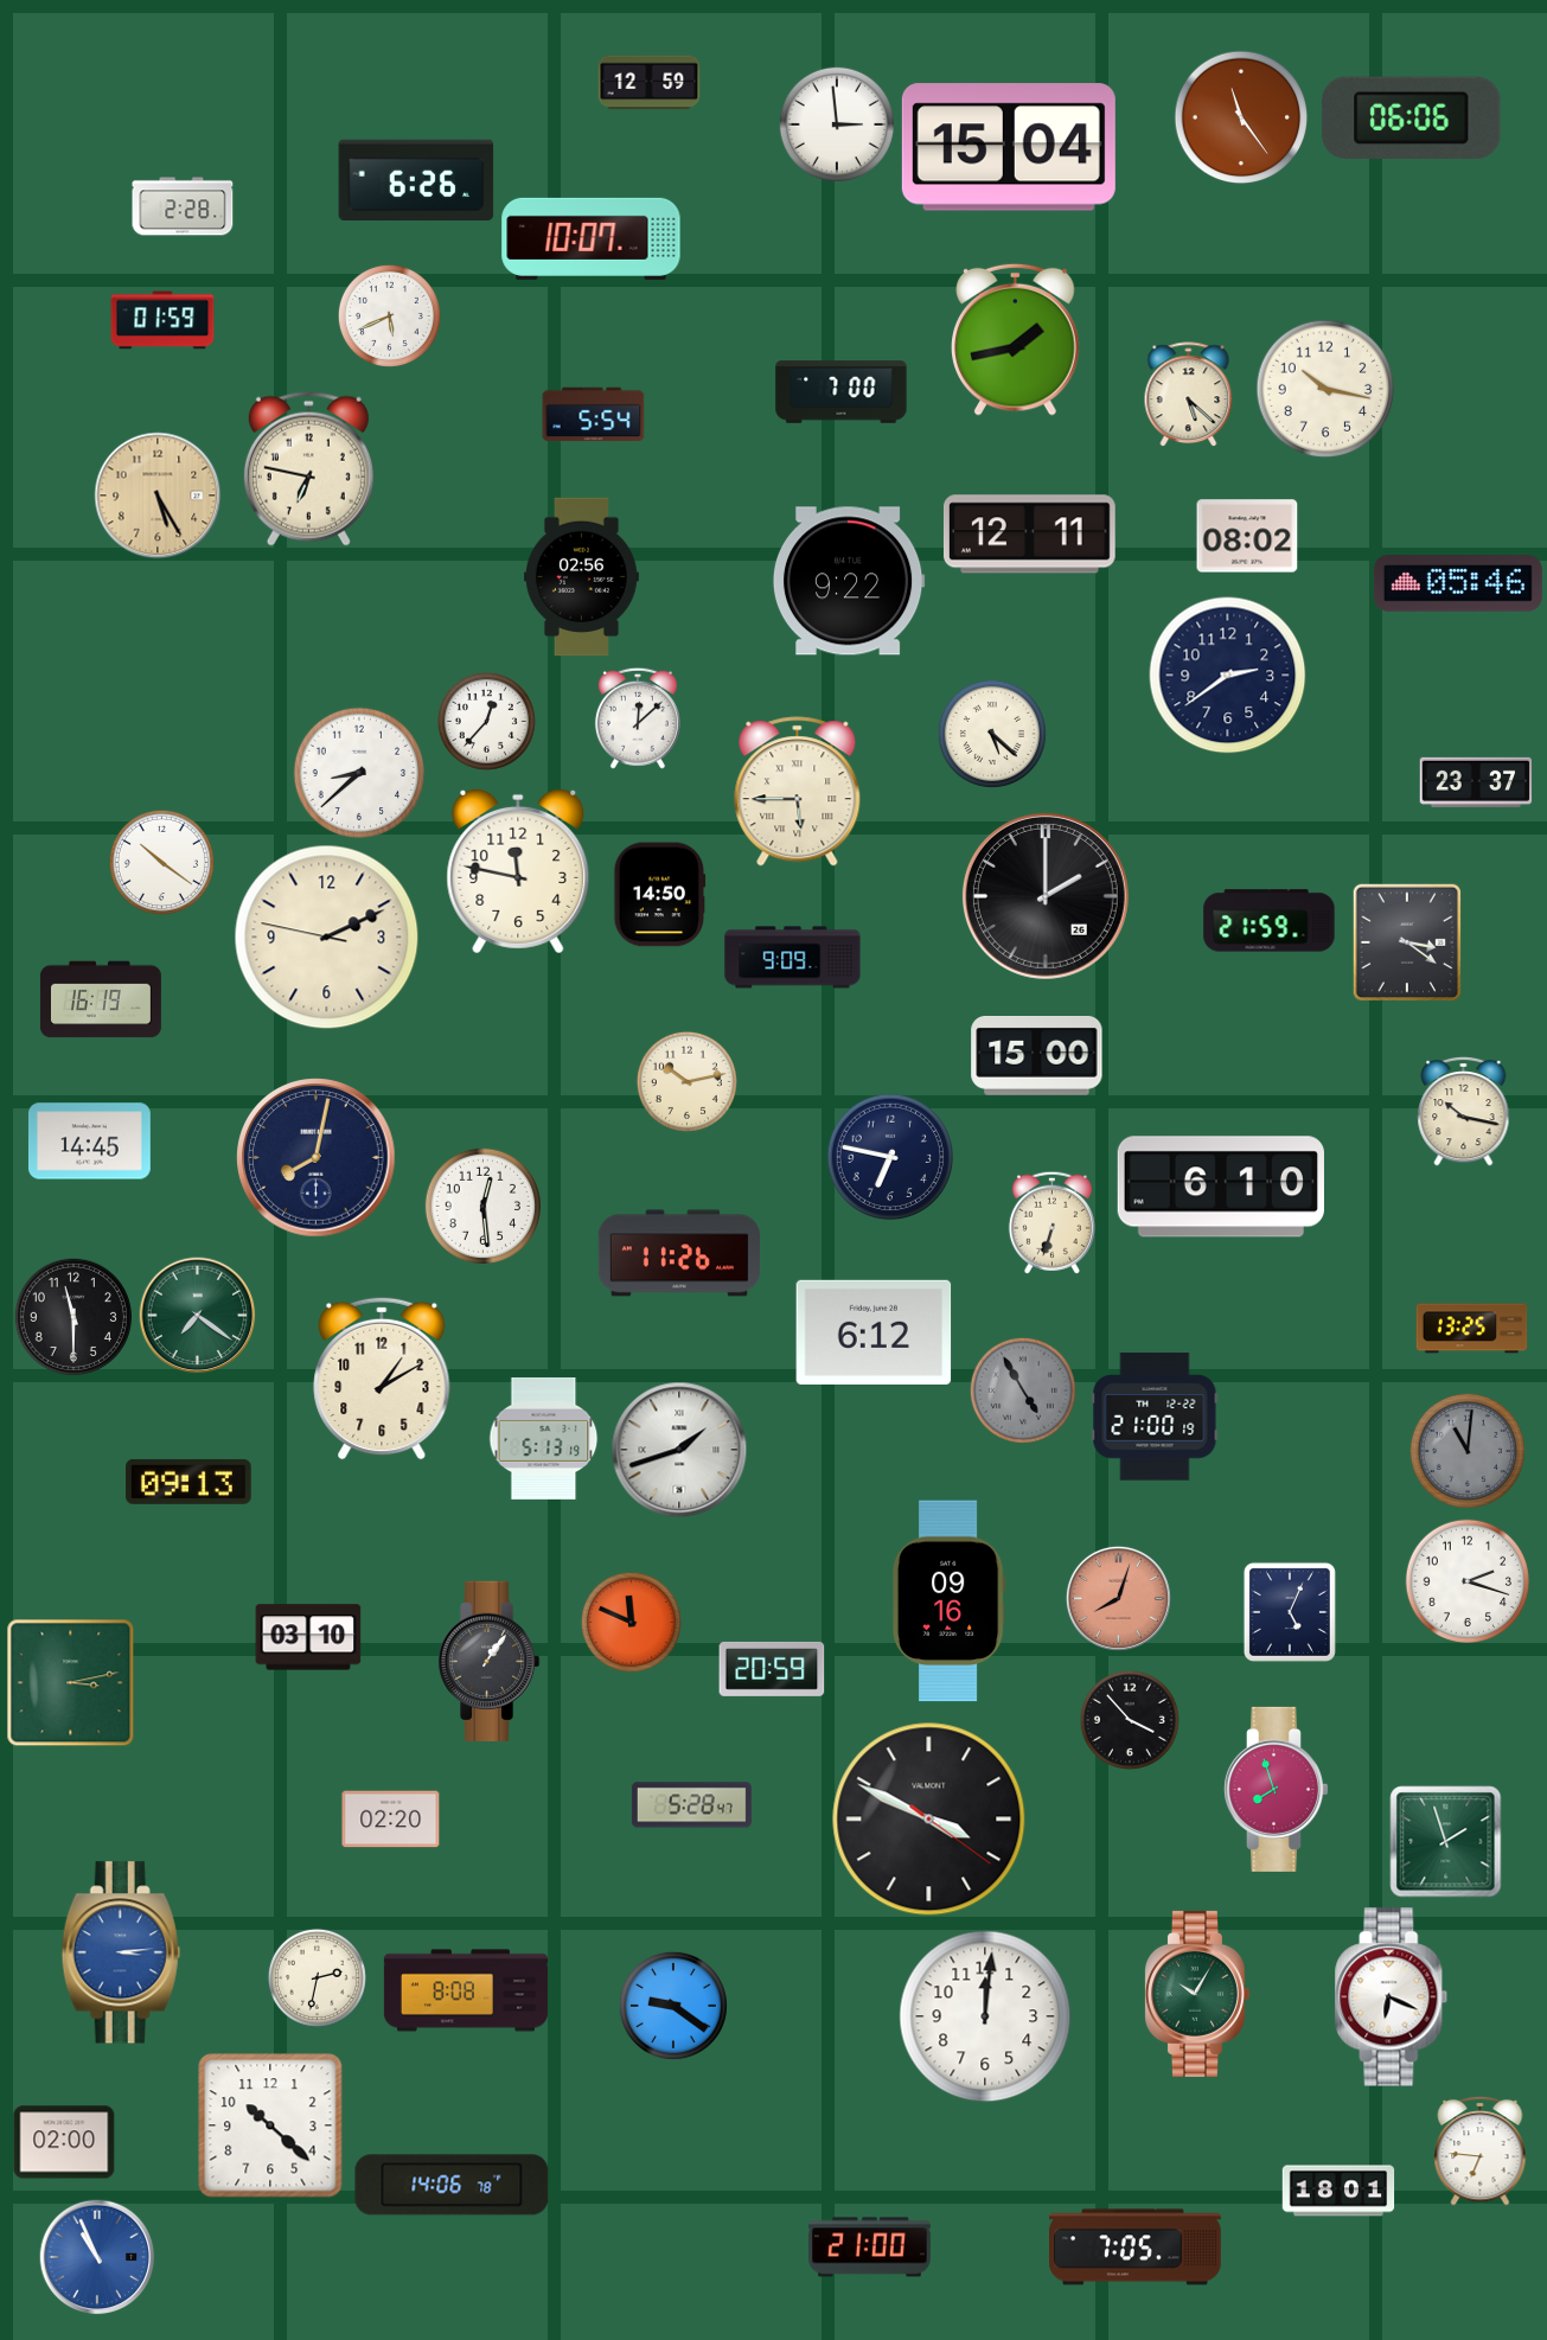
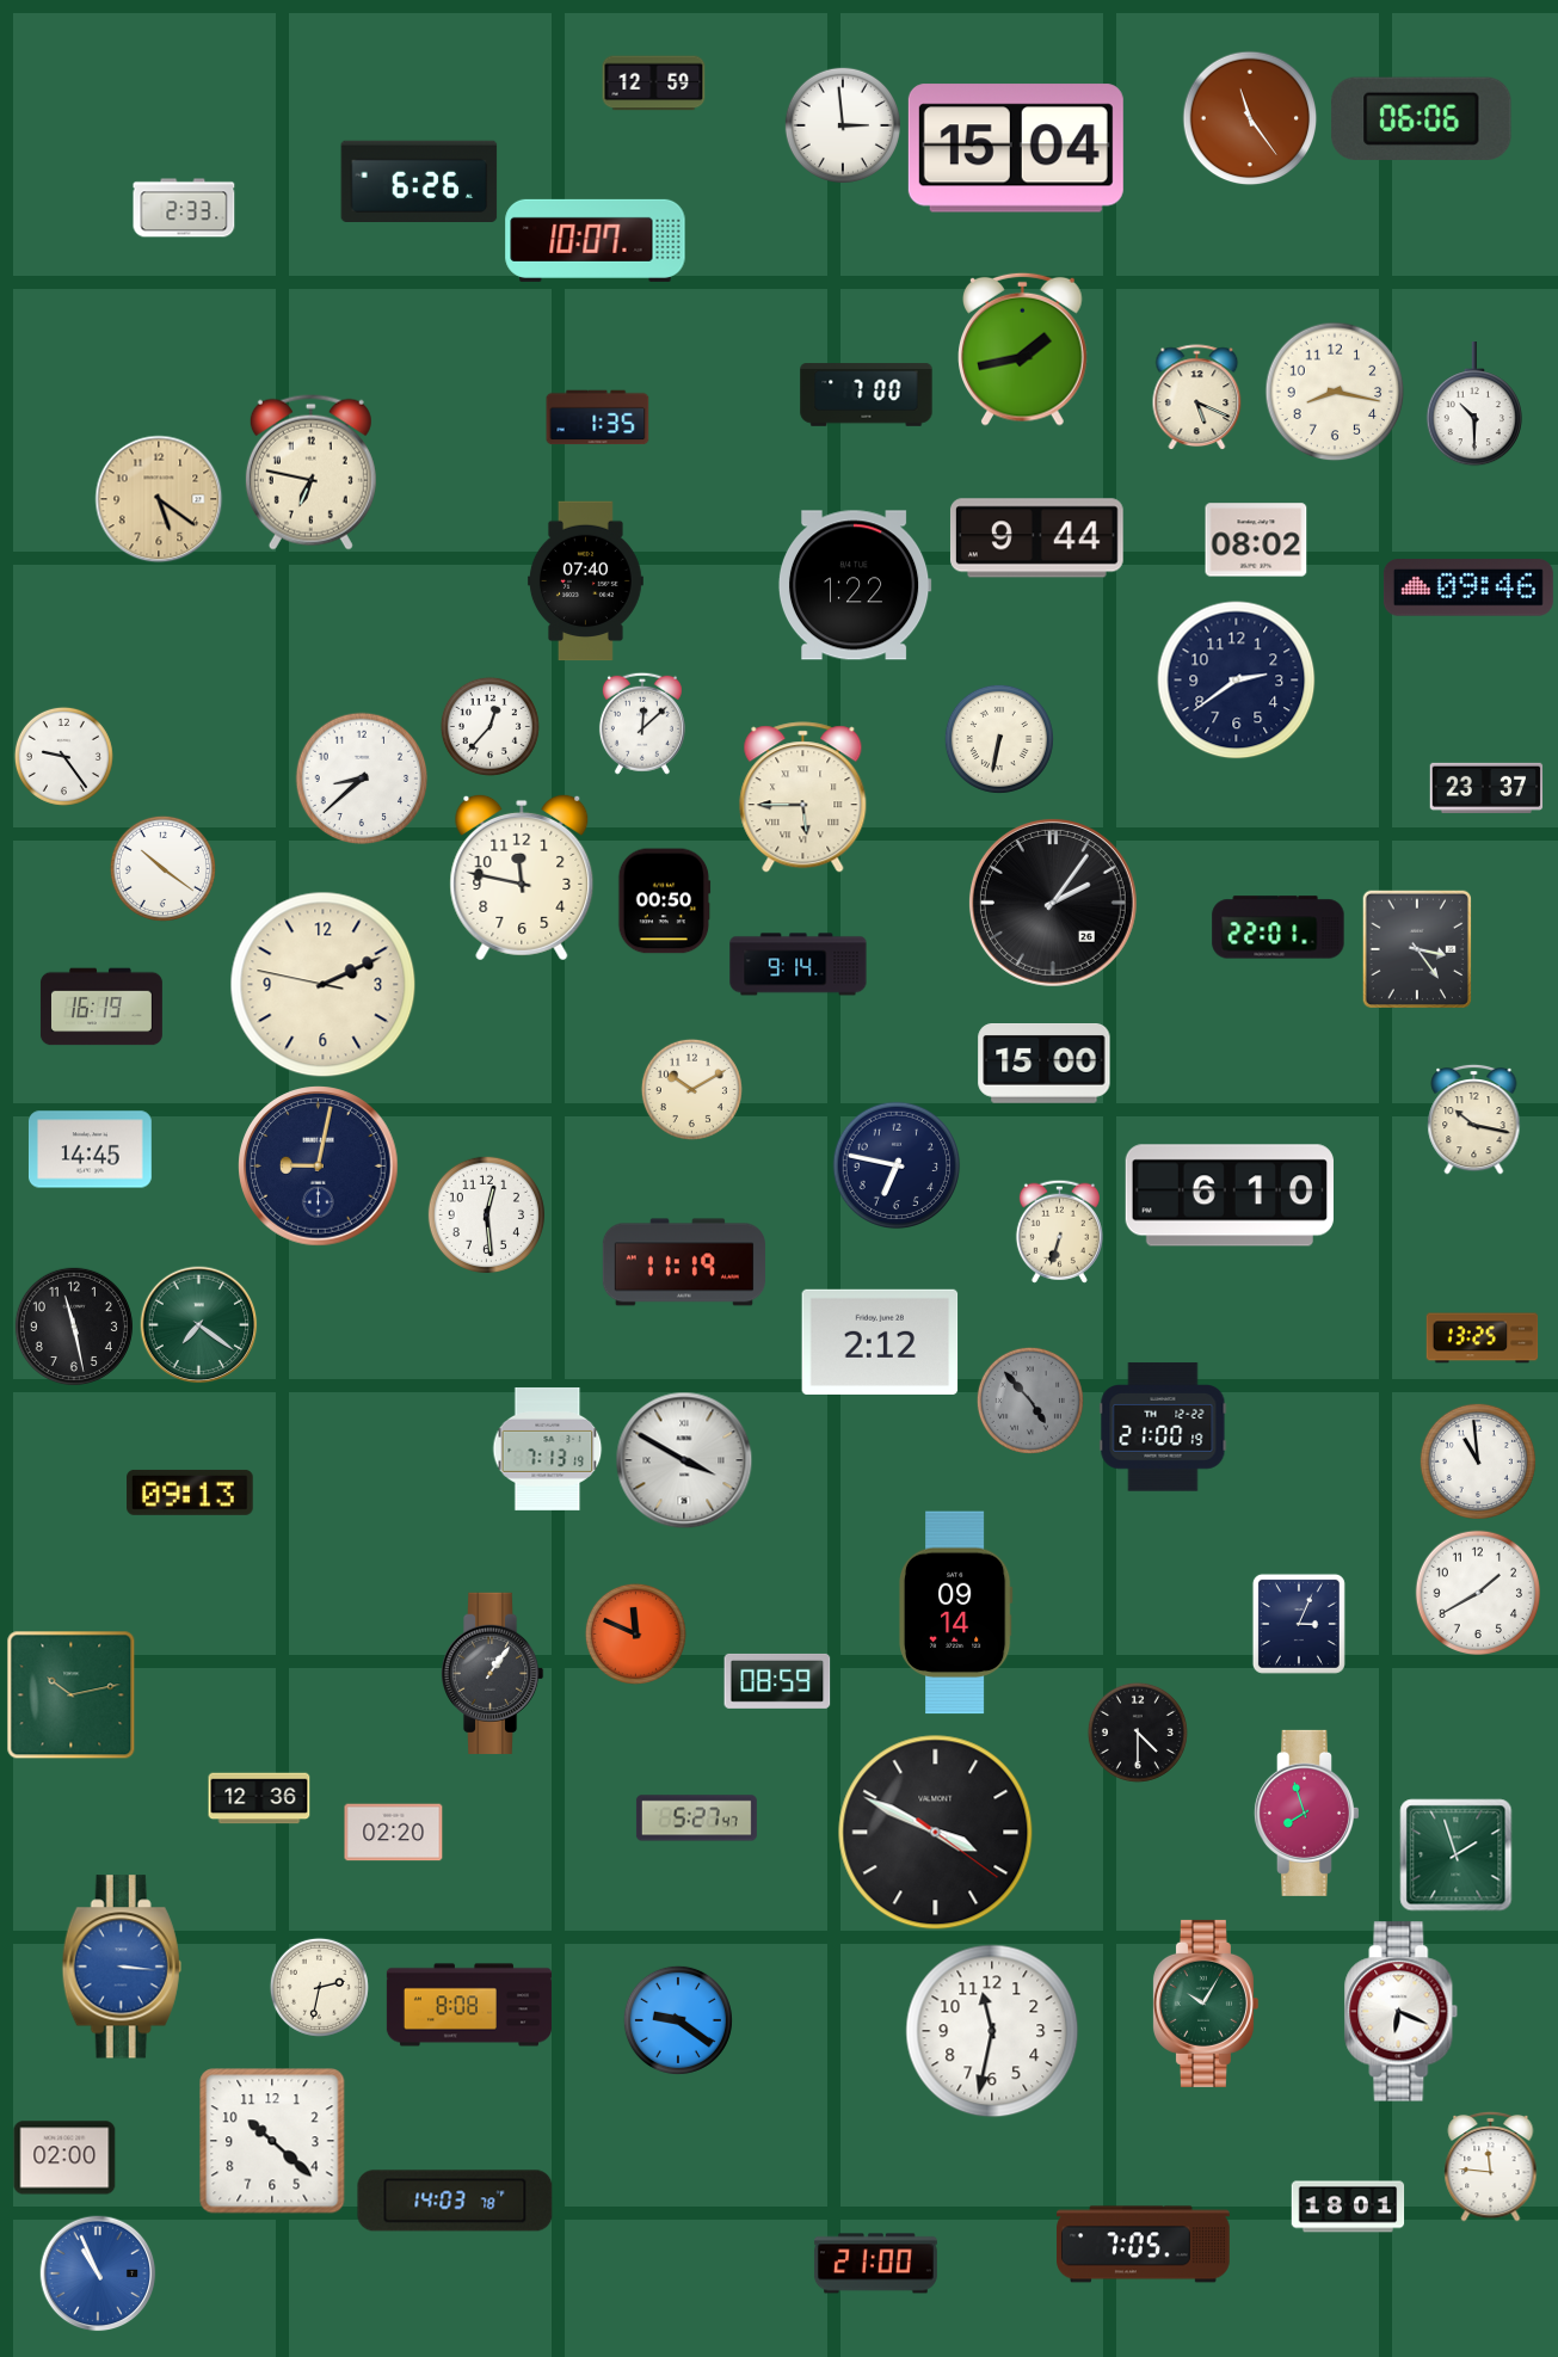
clock at (183, 206): 2:28 -> 2:33
clock at (389, 315): 5:41 -> none
clock at (162, 320): 01:59 -> none
clock at (1016, 339) position: (1016, 339) -> (1023, 349)
clock at (1325, 389): 10:17 -> 8:17
clock at (842, 392) position: (842, 392) -> (867, 395)
clock at (1189, 395): 5:22 -> 5:19
clock at (1473, 405): none -> 10:30
clock at (594, 415): 5:54 -> 1:35
clock at (158, 496): 5:25 -> 5:21
clock at (1029, 535): 12:11 -> 9:44
clock at (581, 577): 02:56 -> 07:40
clock at (849, 581): 9:22 -> 1:22
clock at (1458, 583): 05:46 -> 09:46
clock at (992, 734): 5:22 -> 6:32
clock at (63, 756): none -> 9:24
clock at (660, 895): 14:50 -> 00:50
clock at (1046, 896): 2:00 -> 2:06
clock at (1270, 921): 21:59 -> 22:01
clock at (327, 938) position: (327, 938) -> (324, 985)
clock at (1406, 941): 3:21 -> 3:24
clock at (793, 958): 9:09 -> 9:14
clock at (686, 1081): 10:13 -> 10:10
clock at (317, 1158): 8:02 -> 9:02
clock at (679, 1253): 11:26 -> 11:19
clock at (72, 1316): 11:30 -> 11:28
clock at (874, 1332): 6:12 -> 2:12
clock at (382, 1379): 1:10 -> none
clock at (1023, 1390): 4:55 -> 4:53
clock at (544, 1438): 5:13 -> 7:13
clock at (679, 1450): 1:42 -> 3:50
clock at (1468, 1451): 11:01 -> 10:59
clock at (1468, 1451) dial: grey -> white
clock at (1466, 1580): 2:18 -> 1:40
clock at (1118, 1598): 8:03 -> none
clock at (948, 1601): 09:16 -> 09:14
clock at (1290, 1612): 5:04 -> 3:04
clock at (308, 1637): 03:10 -> none
clock at (772, 1669): 20:59 -> 08:59
clock at (71, 1683): 3:13 -> 10:13
clock at (1130, 1720): 3:53 -> 4:30
clock at (259, 1798): none -> 12:36
clock at (1276, 1789) position: (1276, 1789) -> (1306, 1813)
clock at (691, 1805): 5:28 -> 5:27
clock at (121, 1952): 3:14 -> 3:16
clock at (317, 1977) position: (317, 1977) -> (319, 1987)
clock at (1196, 1994) position: (1196, 1994) -> (1205, 2004)
clock at (985, 2016): 12:01 -> 11:32
clock at (1481, 2150): 6:46 -> 11:46
clock at (452, 2185): 14:06 -> 14:03
clock at (1136, 2248) position: (1136, 2248) -> (1144, 2245)
